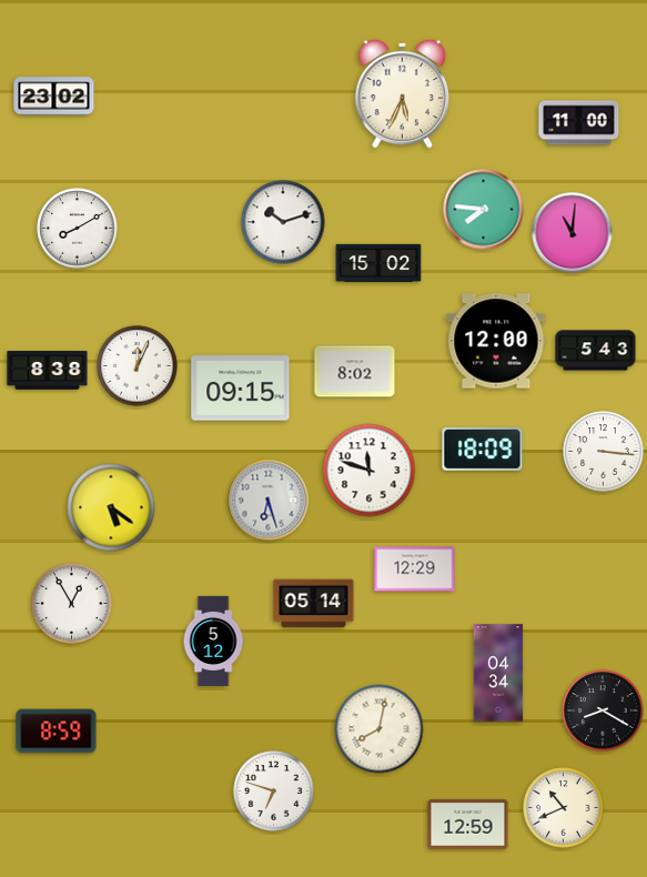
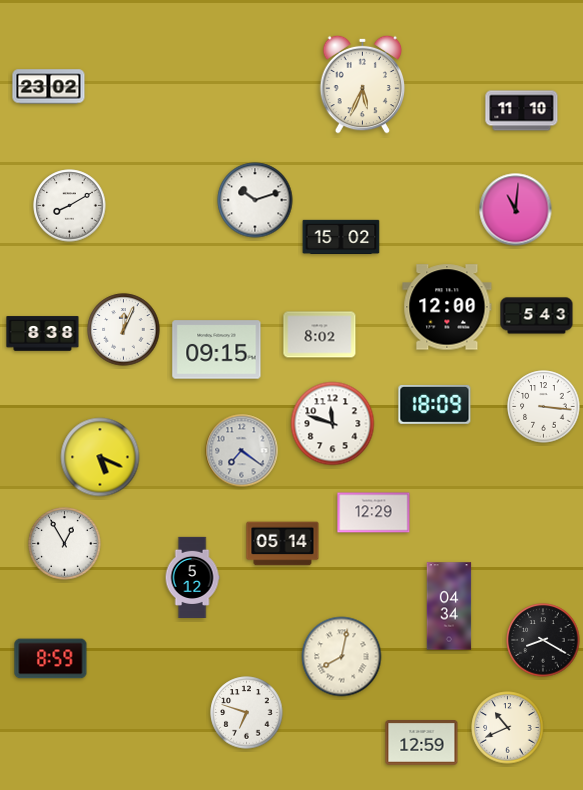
clock at (579, 123): 11:00 -> 11:10
clock at (484, 210): 7:46 -> none
clock at (269, 501): 6:27 -> 7:21
clock at (111, 507): 5:21 -> 5:19
